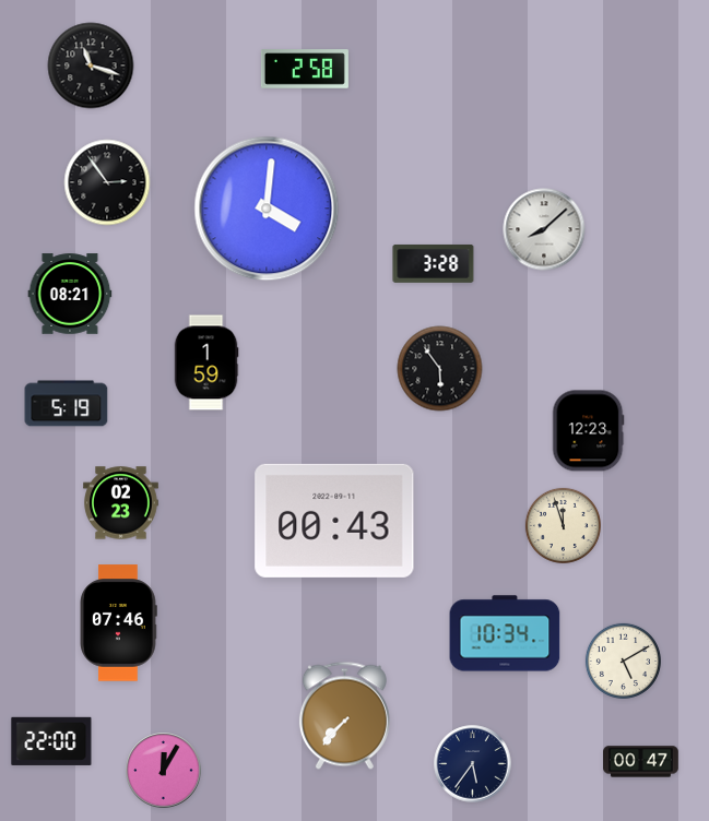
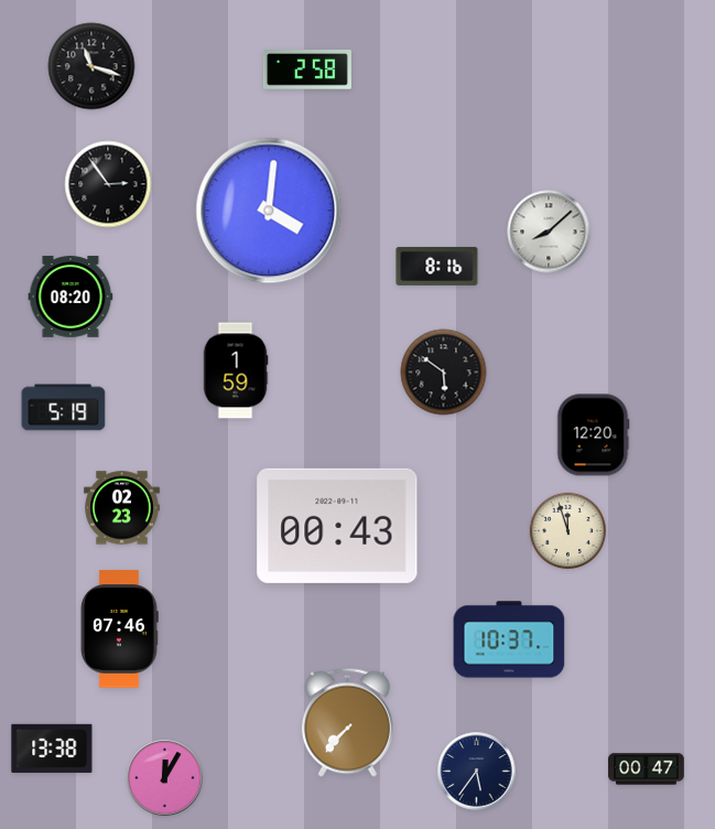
clock at (434, 263): 3:28 -> 8:16
clock at (70, 294): 08:21 -> 08:20
clock at (206, 362) position: (206, 362) -> (236, 370)
clock at (440, 369): 5:54 -> 5:51
clock at (67, 404) position: (67, 404) -> (64, 408)
clock at (589, 431): 12:23 -> 12:20
clock at (505, 633): 10:34 -> 10:37
clock at (623, 661): 5:10 -> none
clock at (51, 741): 22:00 -> 13:38
